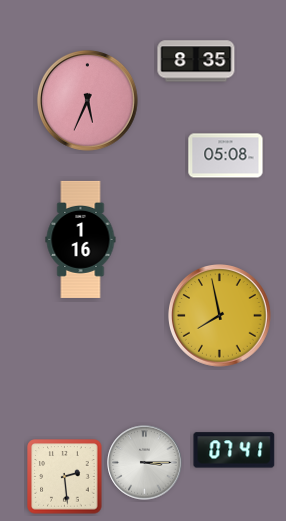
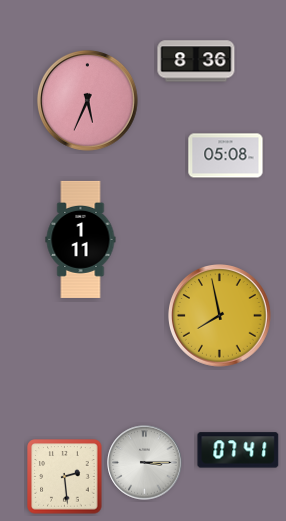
clock at (196, 61): 8:35 -> 8:36
clock at (81, 239): 1:16 -> 1:11
clock at (234, 450) position: (234, 450) -> (238, 450)
